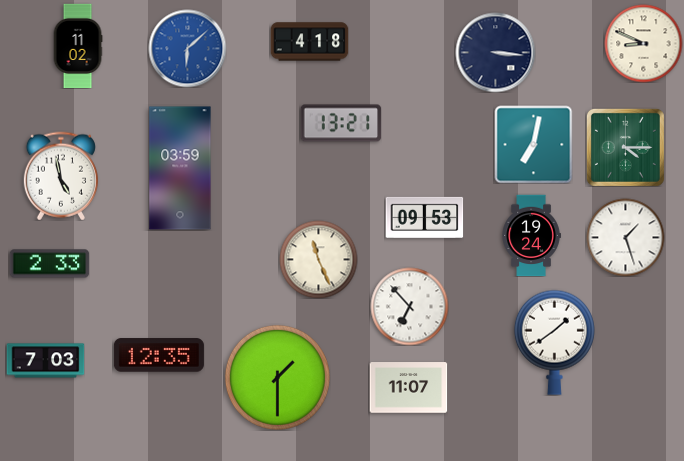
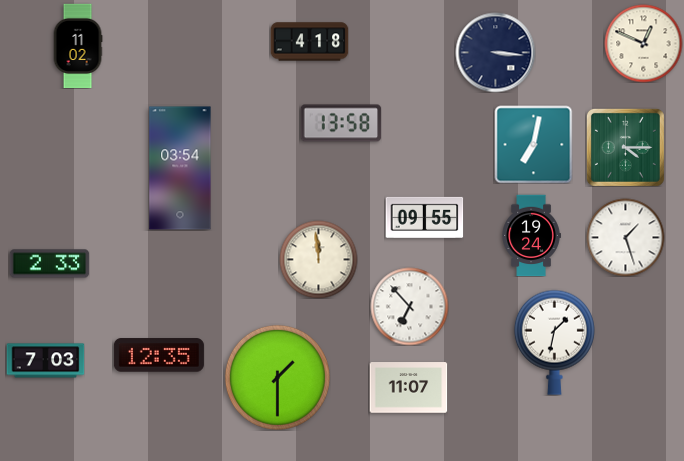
clock at (643, 43): 8:49 -> 12:49
clock at (187, 48): 6:08 -> none
clock at (341, 123): 13:21 -> 13:58
clock at (180, 168): 03:59 -> 03:54
clock at (61, 176): 4:58 -> none
clock at (424, 217): 09:53 -> 09:55
clock at (318, 259): 11:26 -> 11:59
clock at (554, 342): 1:39 -> 1:32
